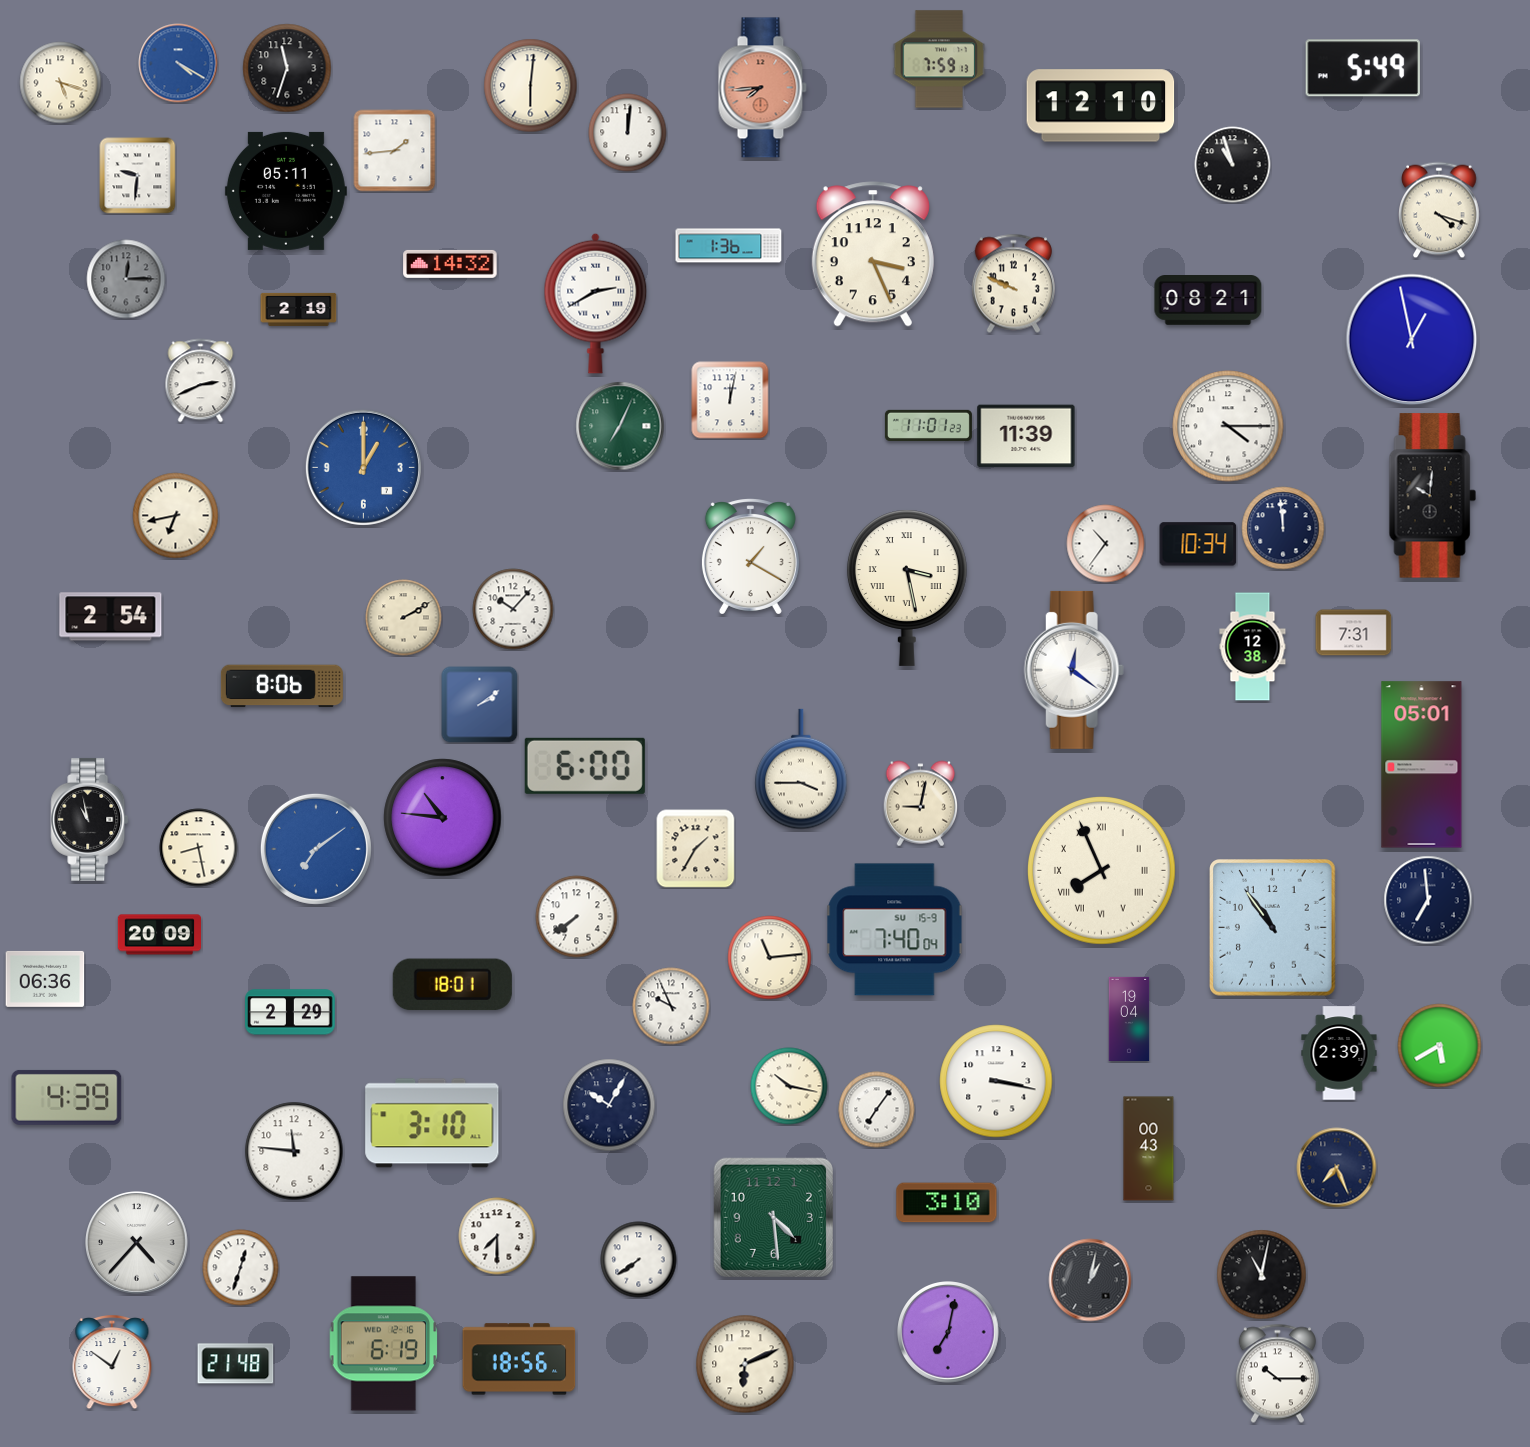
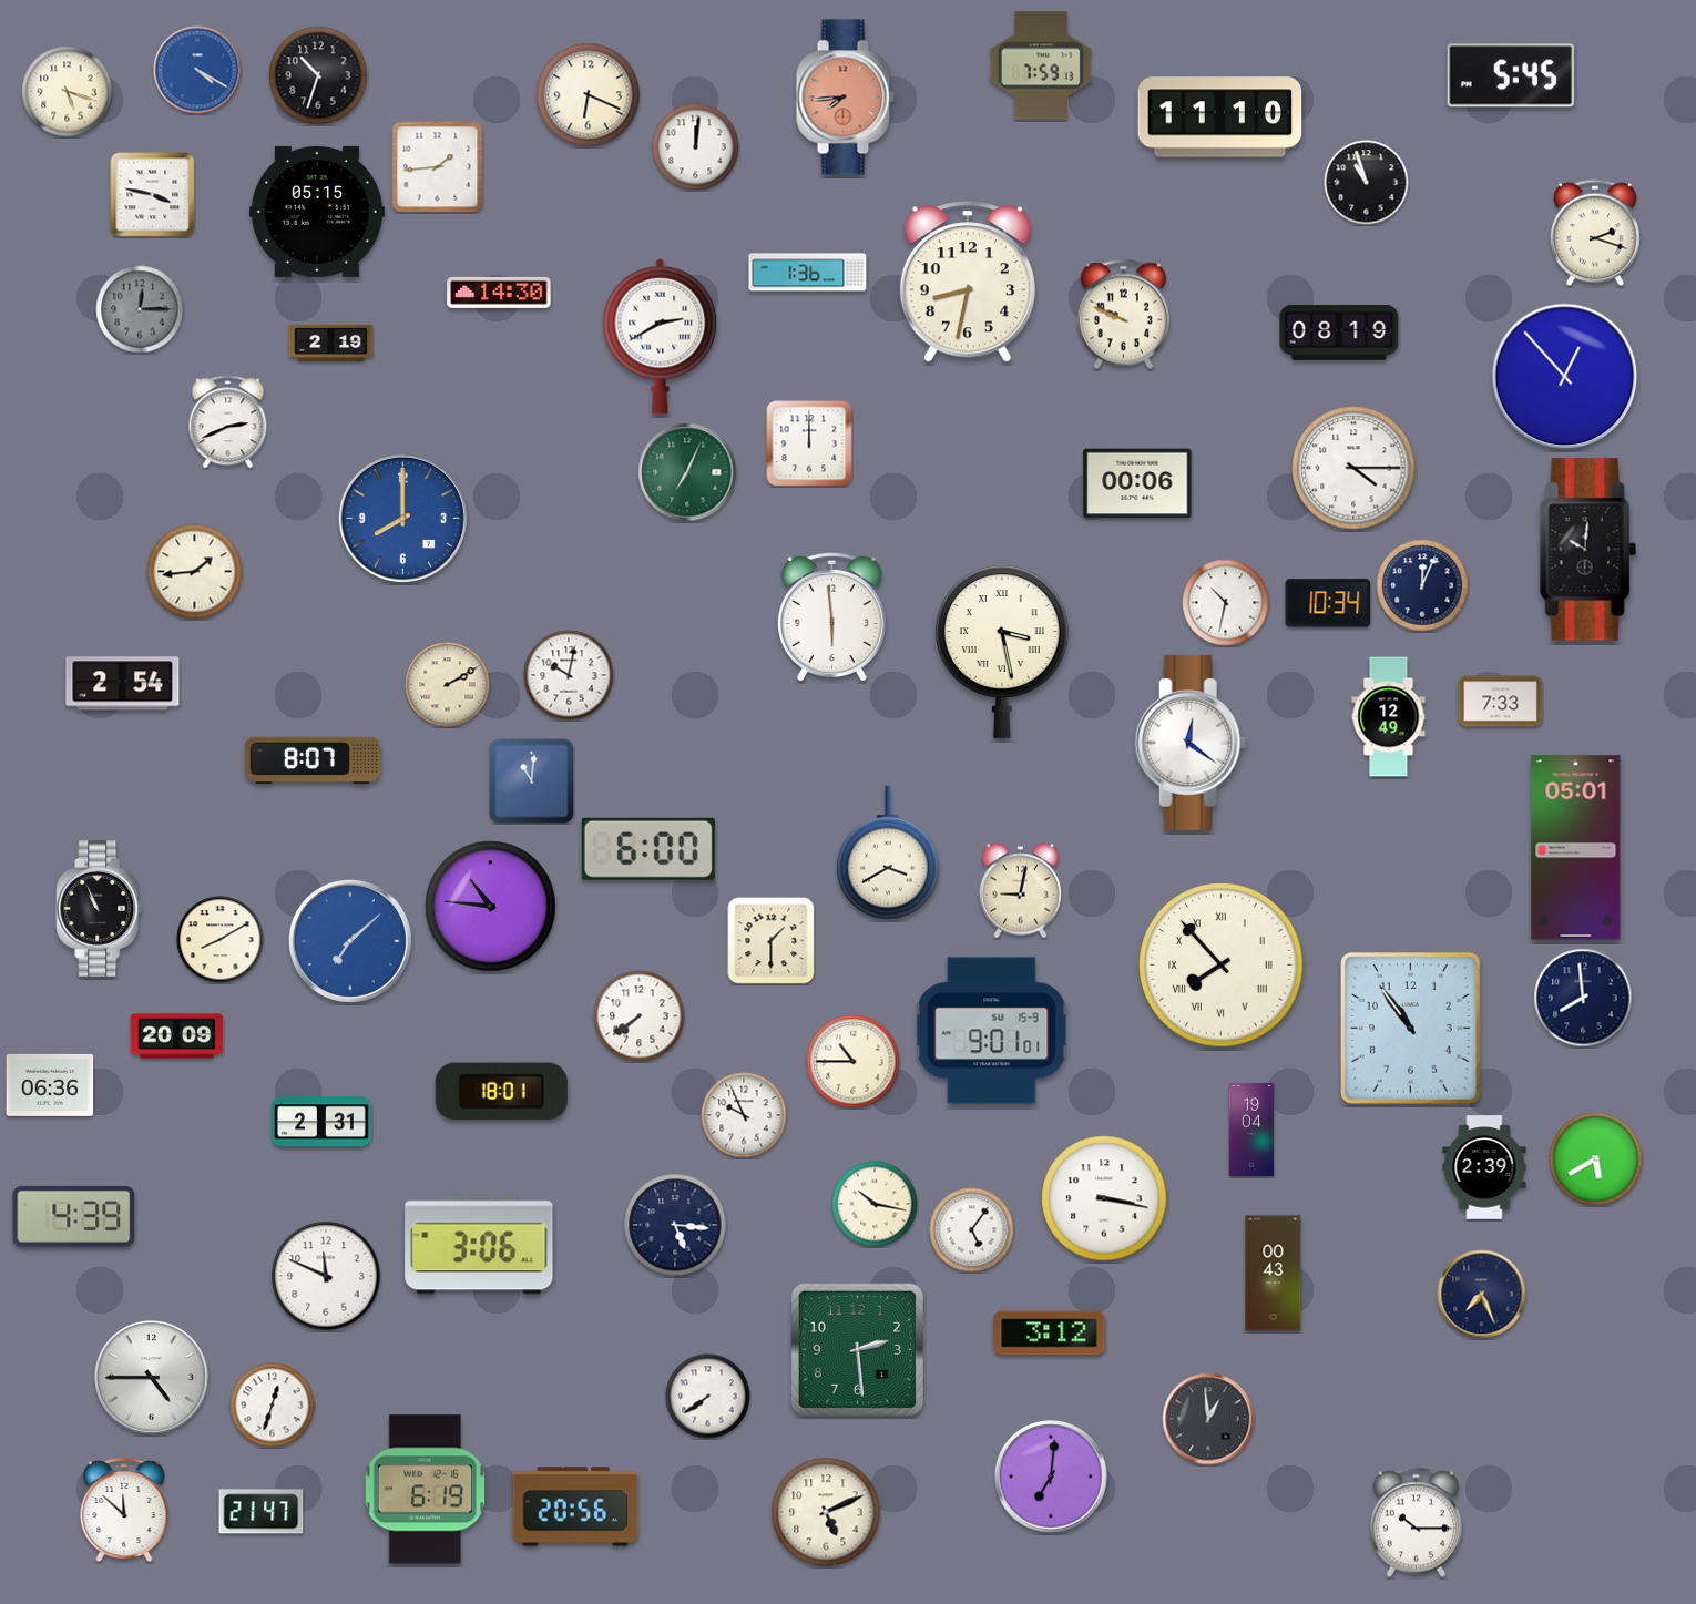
clock at (287, 68): 11:33 -> 10:33
clock at (1363, 68): 5:49 -> 5:45
clock at (531, 86): 6:01 -> 6:19
clock at (1101, 106): 12:10 -> 11:10
clock at (138, 176): 9:31 -> 3:47
clock at (286, 191): 05:11 -> 05:15
clock at (1440, 210): 4:18 -> 2:18
clock at (873, 254): 3:26 -> 8:32
clock at (450, 264): 14:32 -> 14:30
clock at (1208, 301): 08:21 -> 08:19
clock at (1412, 340): 12:58 -> 12:53
clock at (201, 381) position: (201, 381) -> (228, 422)
clock at (730, 400): 12:02 -> 12:00
clock at (928, 425): 11:01 -> none
clock at (1228, 426) position: (1228, 426) -> (1353, 468)
clock at (1026, 436): 11:39 -> 00:06
clock at (363, 467): 1:00 -> 8:00
clock at (176, 516): 6:43 -> 1:44
clock at (1283, 528): 11:59 -> 12:04
clock at (1106, 544): 10:36 -> 10:32
clock at (750, 557): 1:20 -> 5:59
clock at (907, 588) position: (907, 588) -> (1002, 652)
clock at (513, 609): 10:07 -> 10:02
clock at (1354, 633): 7:31 -> 7:33
clock at (1253, 647): 12:38 -> 12:49
clock at (282, 686): 8:06 -> 8:07
clock at (480, 705): 2:09 -> 11:01
clock at (801, 769): 3:45 -> 3:40
clock at (90, 819): 10:58 -> 10:56
clock at (199, 848): 8:28 -> 8:10
clock at (316, 849): 7:09 -> 7:08
clock at (696, 849): 1:35 -> 1:30
clock at (1102, 871): 7:56 -> 7:53
clock at (1428, 900): 6:59 -> 7:59
clock at (895, 930): 7:40 -> 9:01
clock at (770, 958): 11:14 -> 10:45
clock at (291, 1012): 2:29 -> 2:31
clock at (609, 1105): 10:05 -> 5:16
clock at (877, 1110): 7:06 -> 5:06
clock at (432, 1123): 3:10 -> 3:06
clock at (294, 1151): 11:46 -> 11:49
clock at (947, 1203): 3:10 -> 3:12
clock at (773, 1217): 4:29 -> 2:29
clock at (497, 1236): 7:30 -> none
clock at (137, 1243): 4:37 -> 4:45
clock at (241, 1268) position: (241, 1268) -> (273, 1406)
clock at (1262, 1275): 11:02 -> none
clock at (1090, 1280): 1:02 -> 12:59
clock at (948, 1332): 7:02 -> 7:01
clock at (519, 1359): 18:56 -> 20:56
clock at (112, 1362): 12:51 -> 11:52
clock at (236, 1364): 21:48 -> 21:47
clock at (745, 1364): 6:11 -> 5:11
